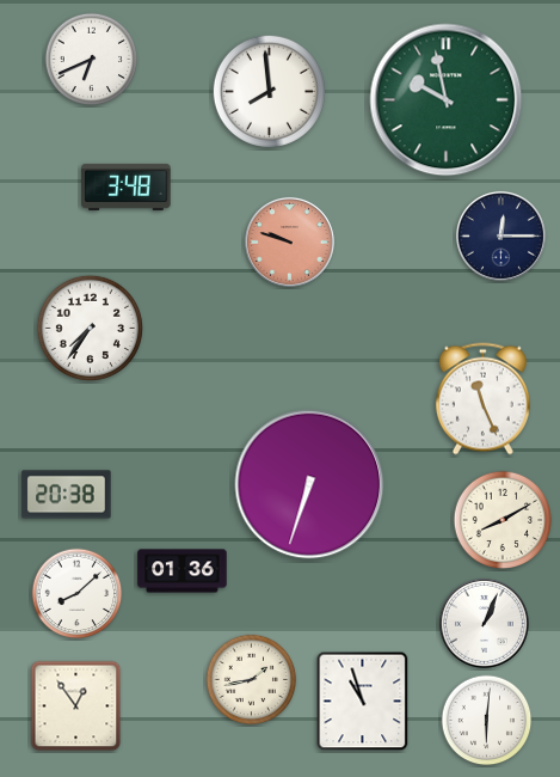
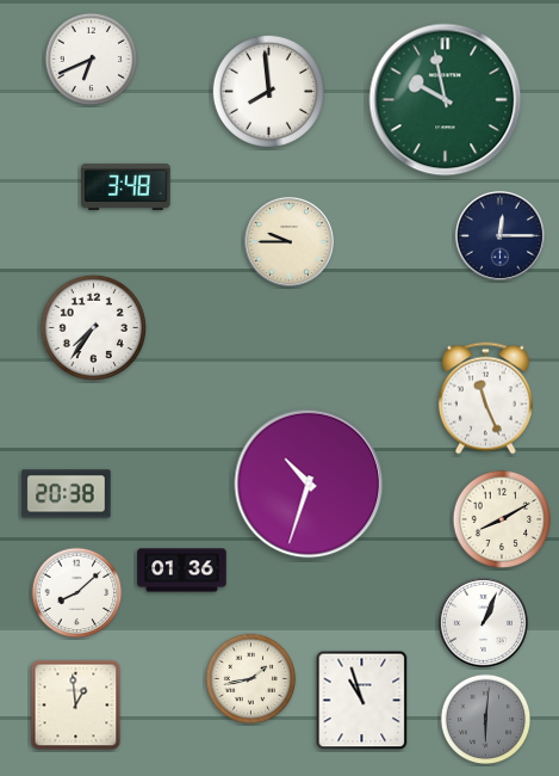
clock at (289, 241): 9:48 -> 9:45
clock at (289, 241) dial: salmon -> cream
clock at (90, 328) position: (90, 328) -> (93, 327)
clock at (482, 399) position: (482, 399) -> (485, 399)
clock at (309, 484): 6:33 -> 10:33
clock at (76, 706): 12:54 -> 12:59
clock at (487, 721) dial: white -> grey
